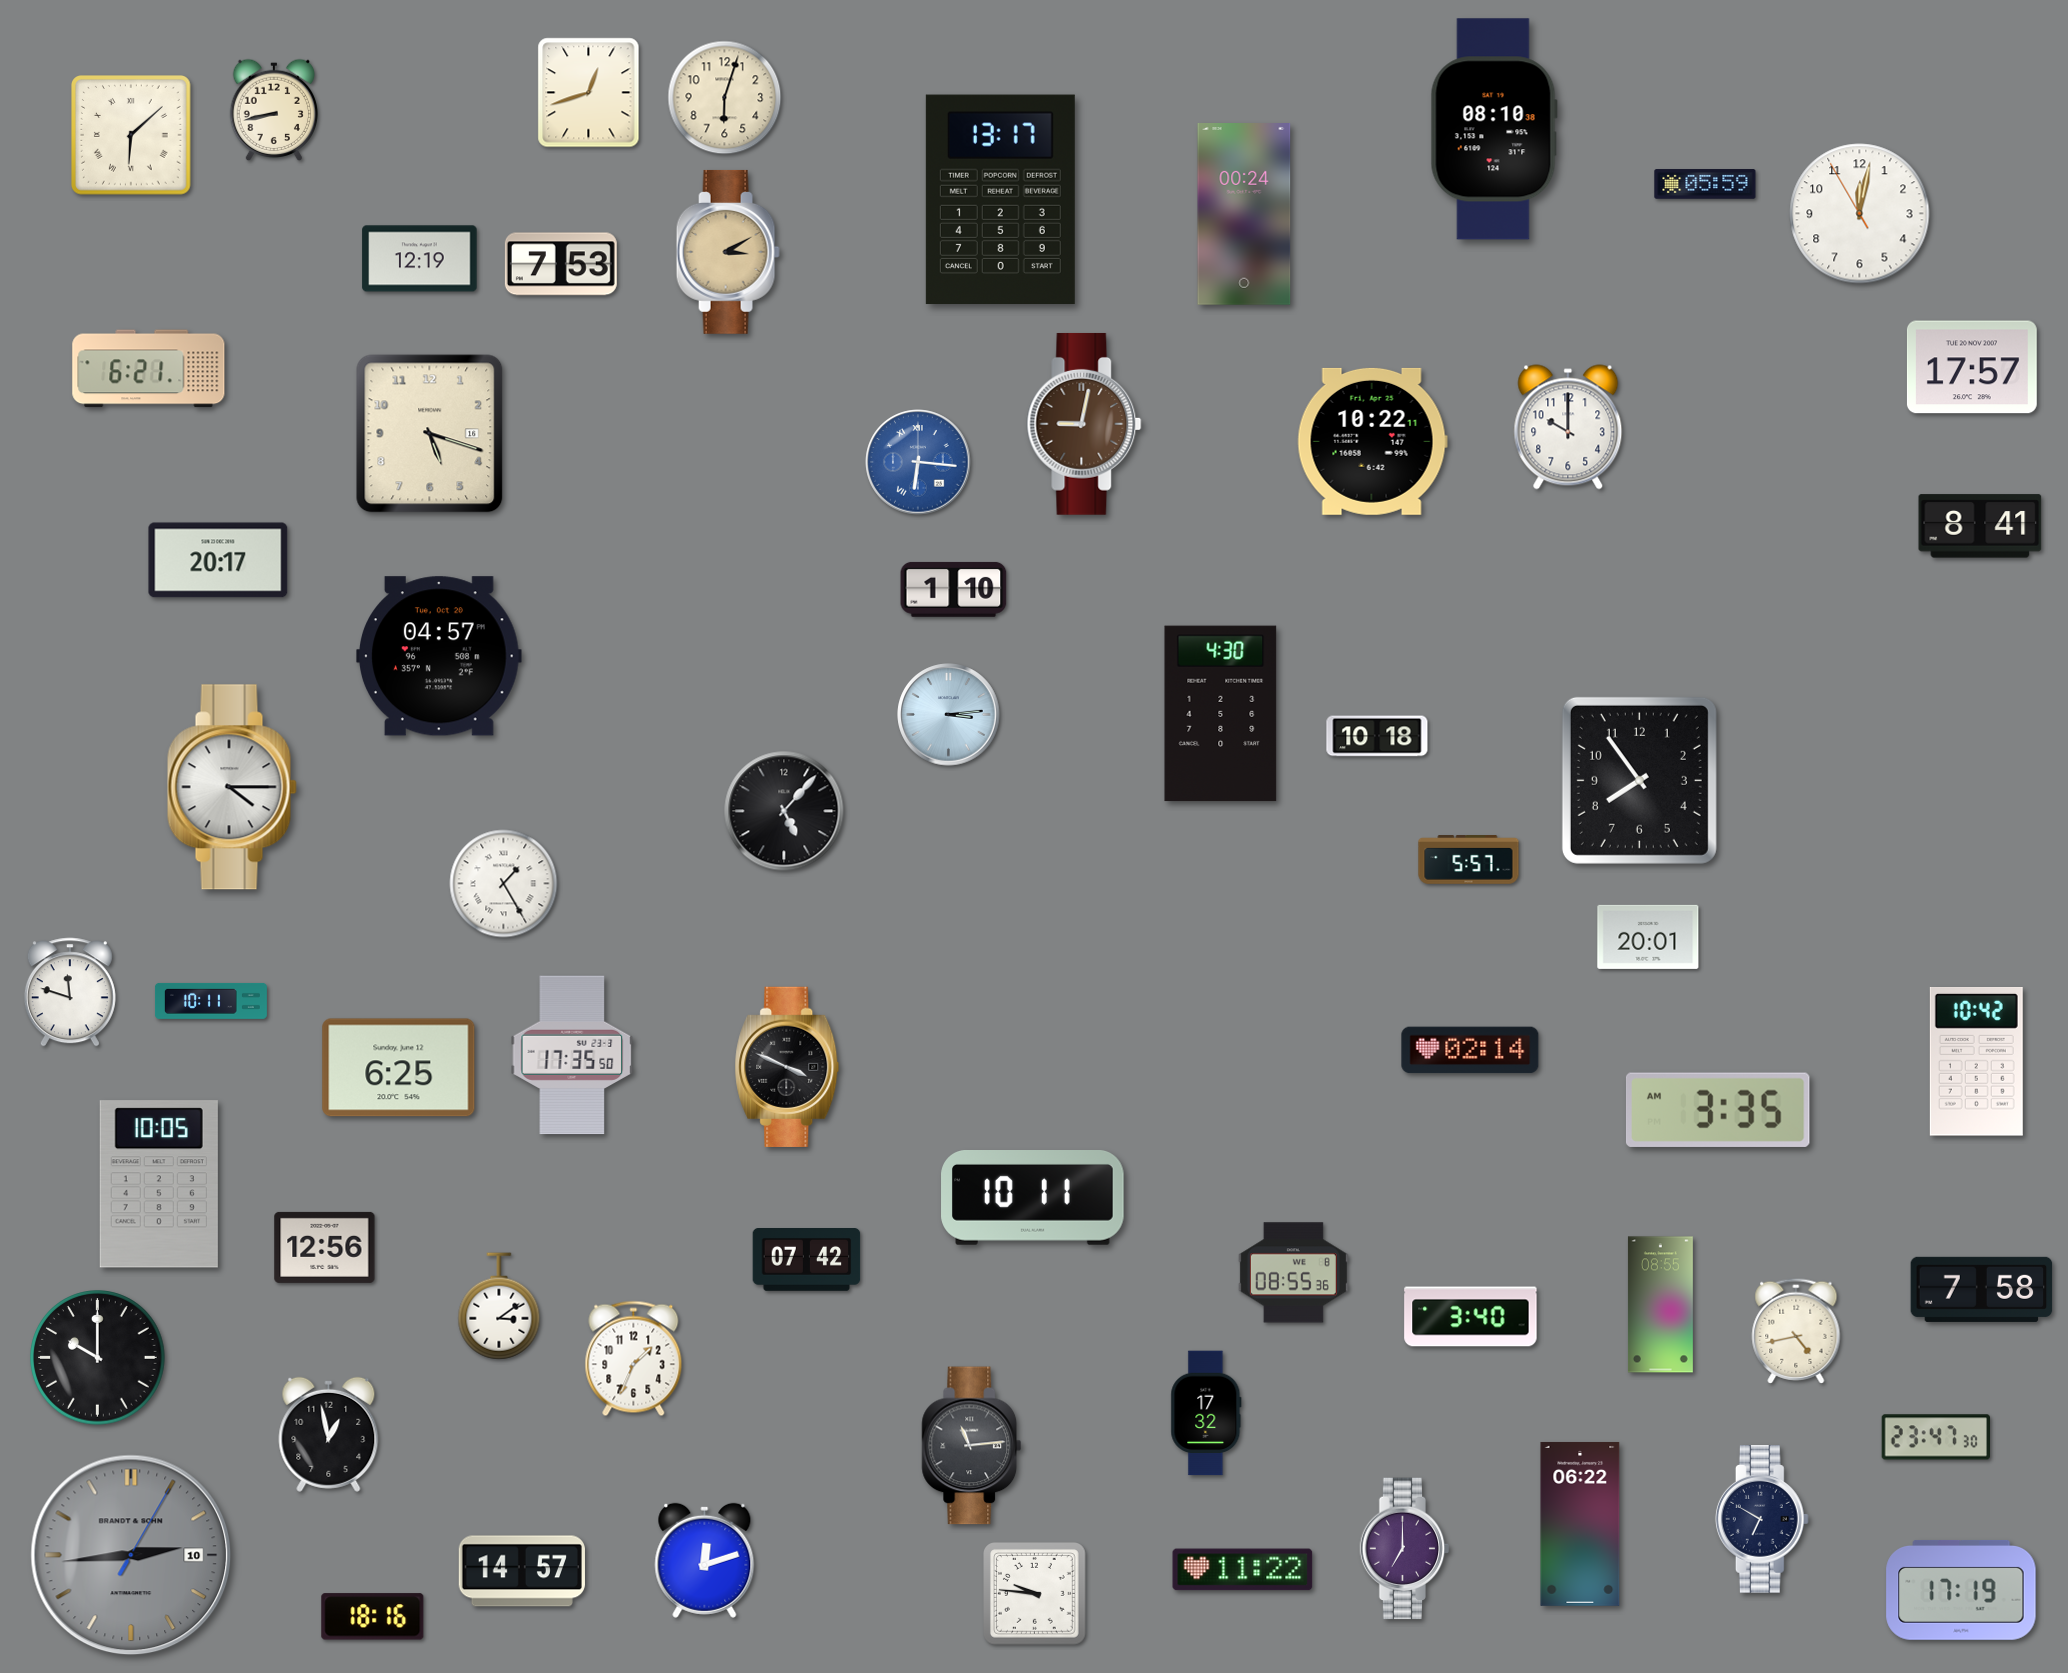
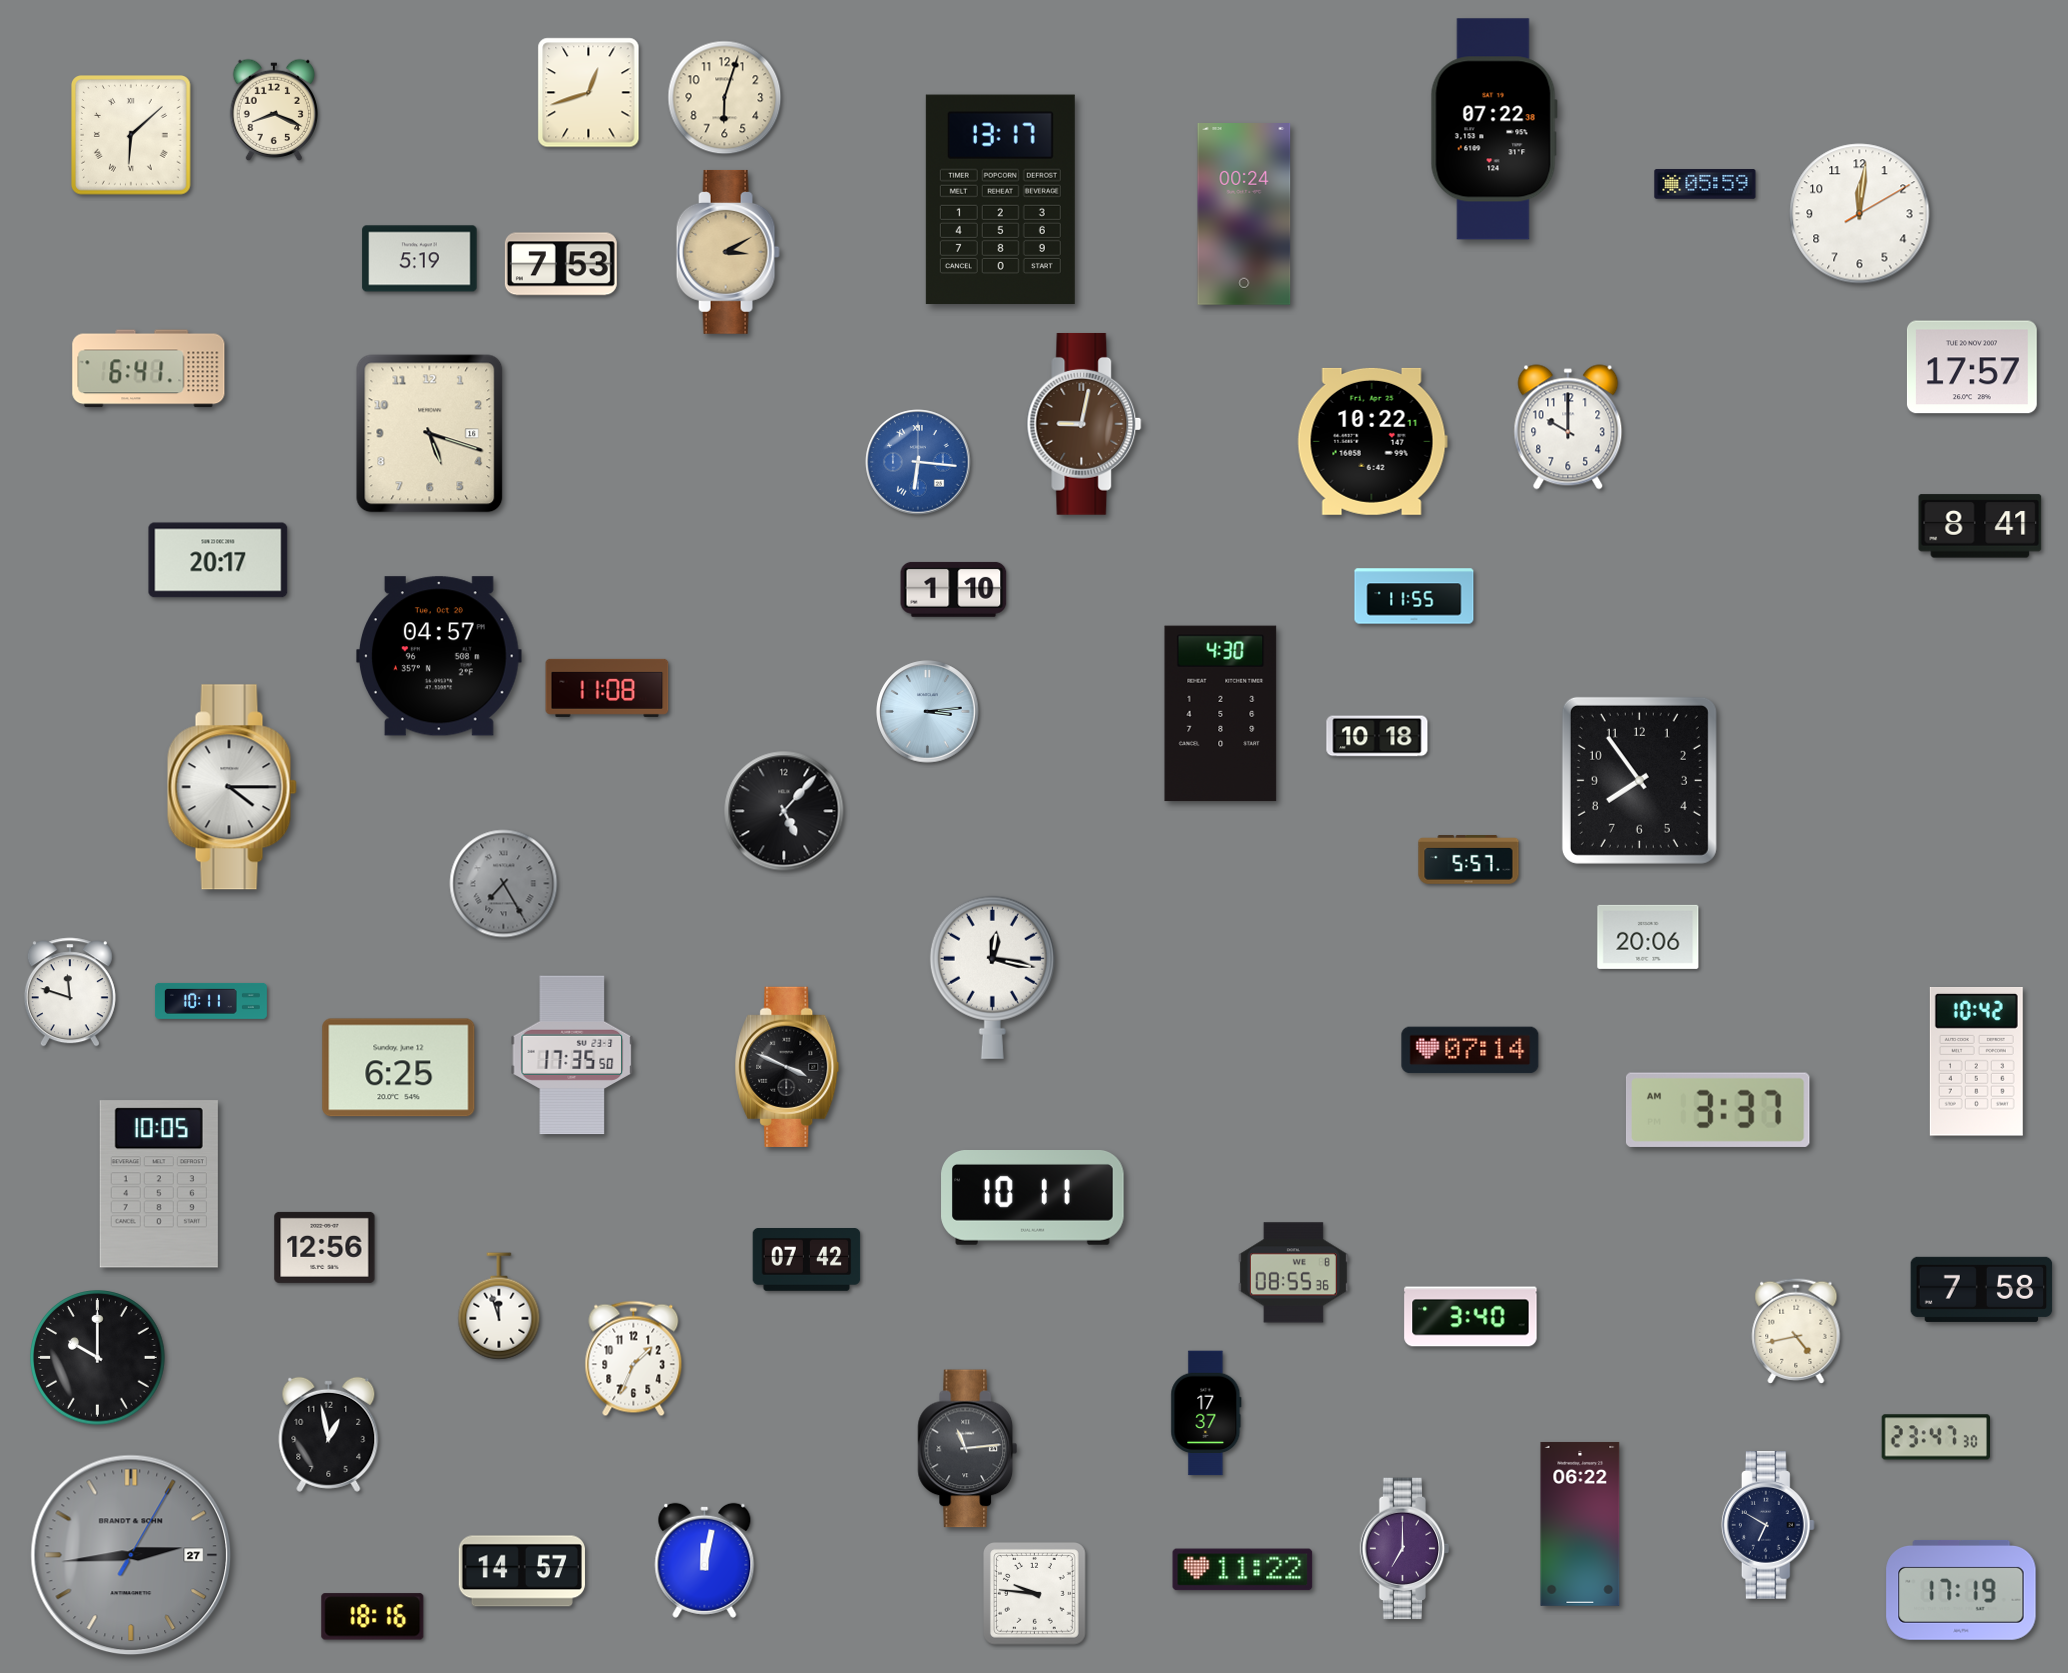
clock at (274, 110): 8:43 -> 8:19
clock at (1494, 129): 08:10 -> 07:22
clock at (1860, 214): 12:01:55 -> 12:01:10
clock at (420, 259): 12:19 -> 5:19
clock at (149, 369): 6:21 -> 6:41
clock at (1414, 596): none -> 11:55
clock at (607, 688): none -> 11:08
clock at (949, 715) position: (949, 715) -> (928, 712)
clock at (504, 884): 1:25 -> 7:25
clock at (504, 884) dial: white -> grey
clock at (1648, 937): 20:01 -> 20:06
clock at (992, 977): none -> 12:17
clock at (1470, 1050): 02:14 -> 07:14
clock at (1718, 1110): 3:35 -> 3:37
clock at (1660, 1305): 08:55 -> none
clock at (499, 1306): 3:09 -> 11:57
clock at (1206, 1413): 17:32 -> 17:37
clock at (972, 1446) position: (972, 1446) -> (968, 1449)
clock at (1762, 1520) position: (1762, 1520) -> (1768, 1526)
clock at (131, 1555) date: 10 -> 27
clock at (705, 1560): 12:12 -> 12:02
